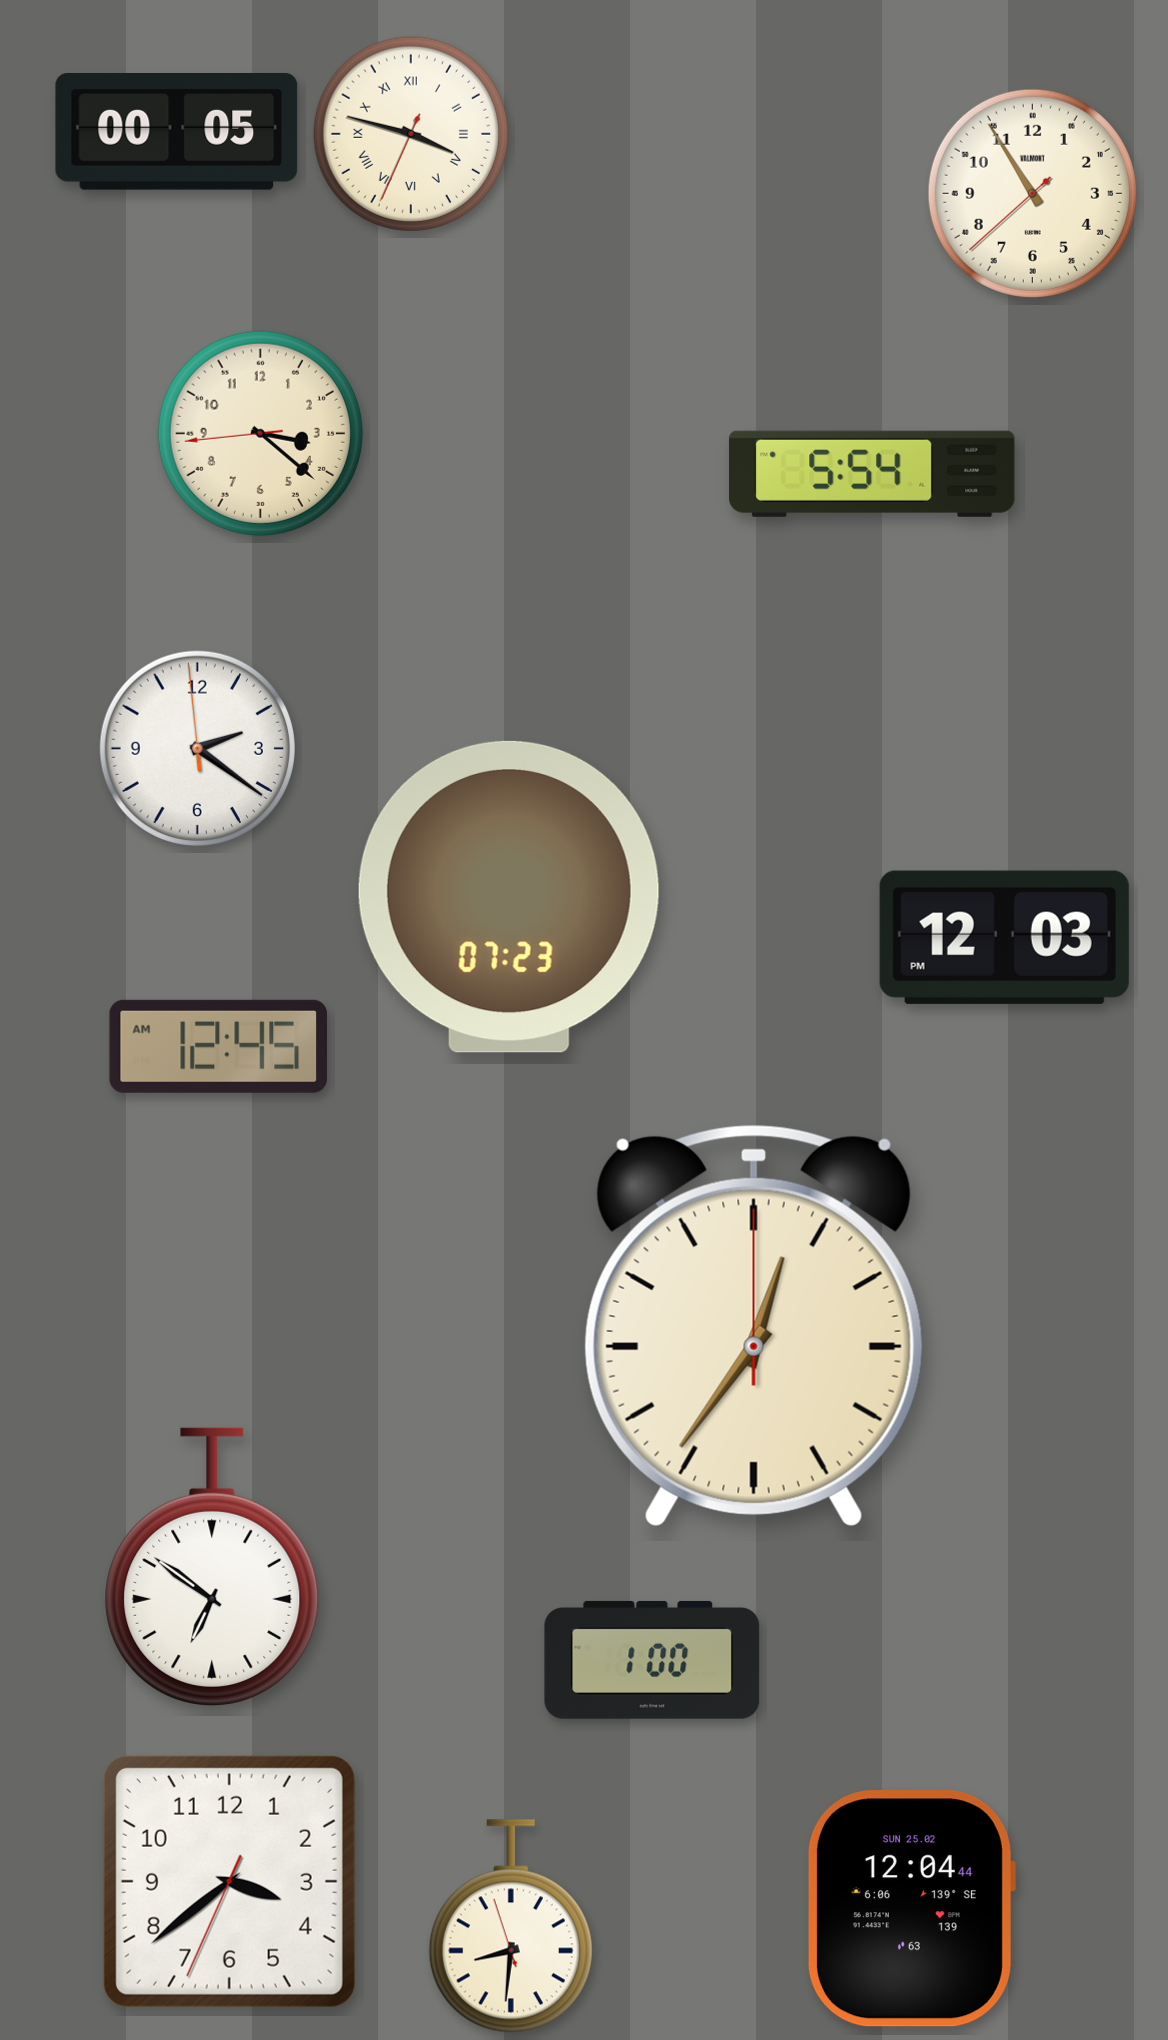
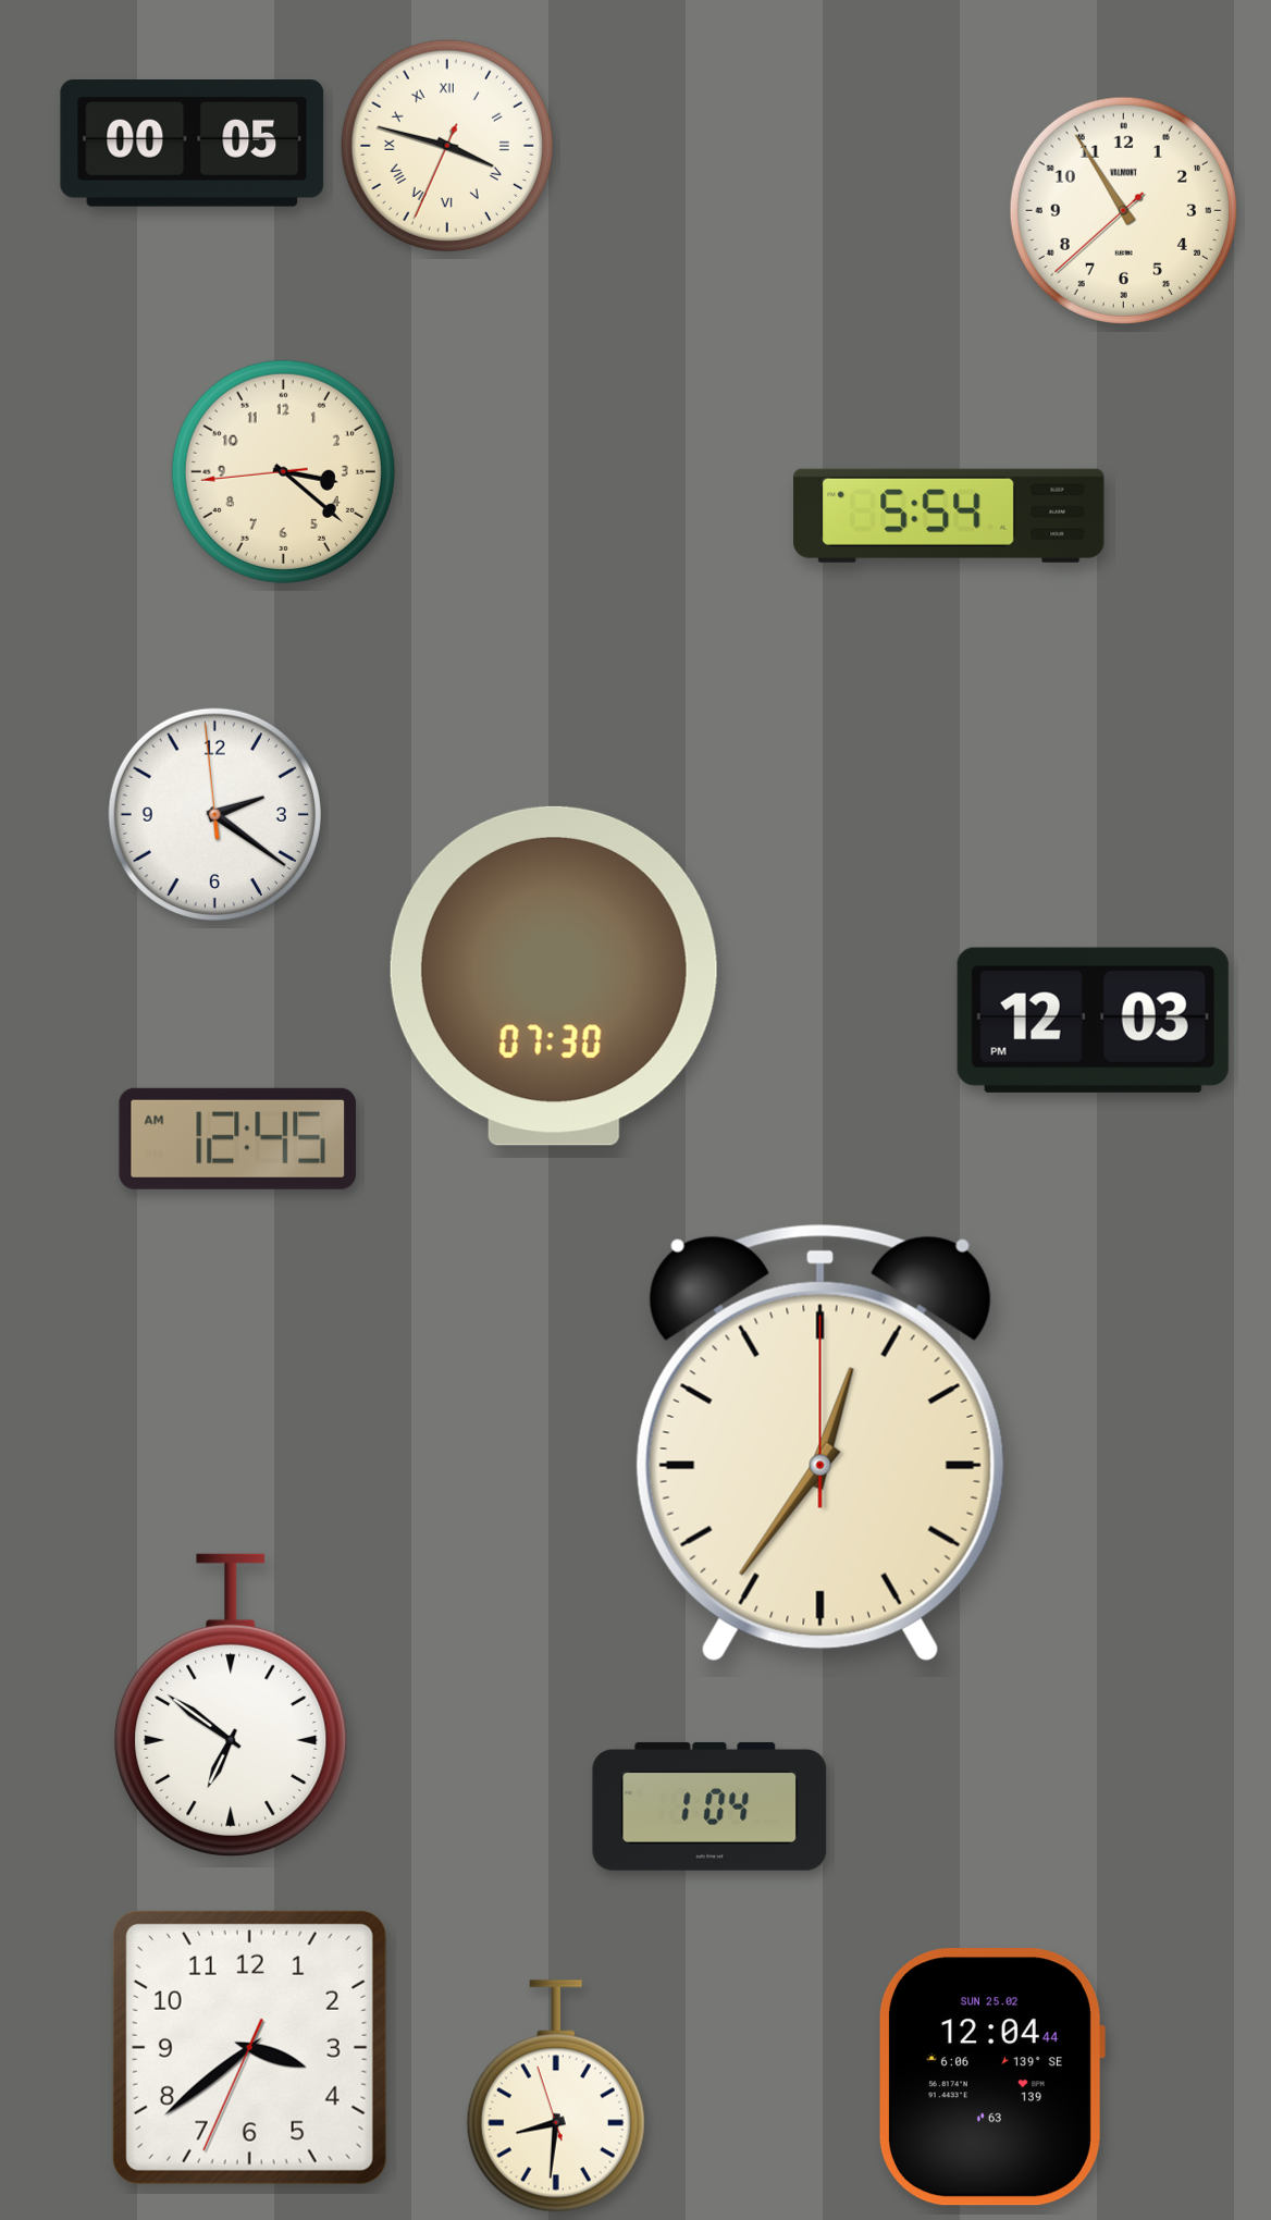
clock at (509, 897): 07:23 -> 07:30
clock at (652, 1660): 1:00 -> 1:04
